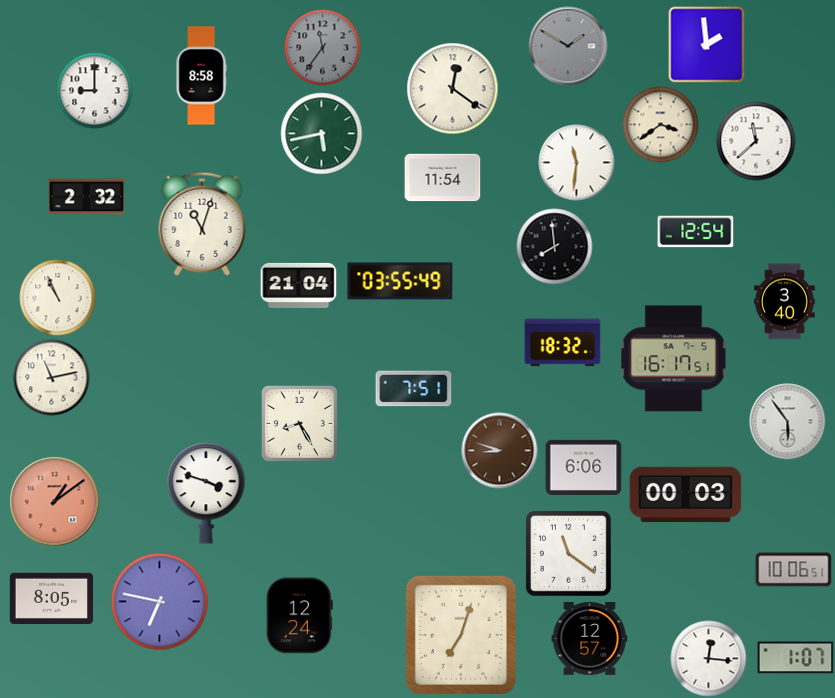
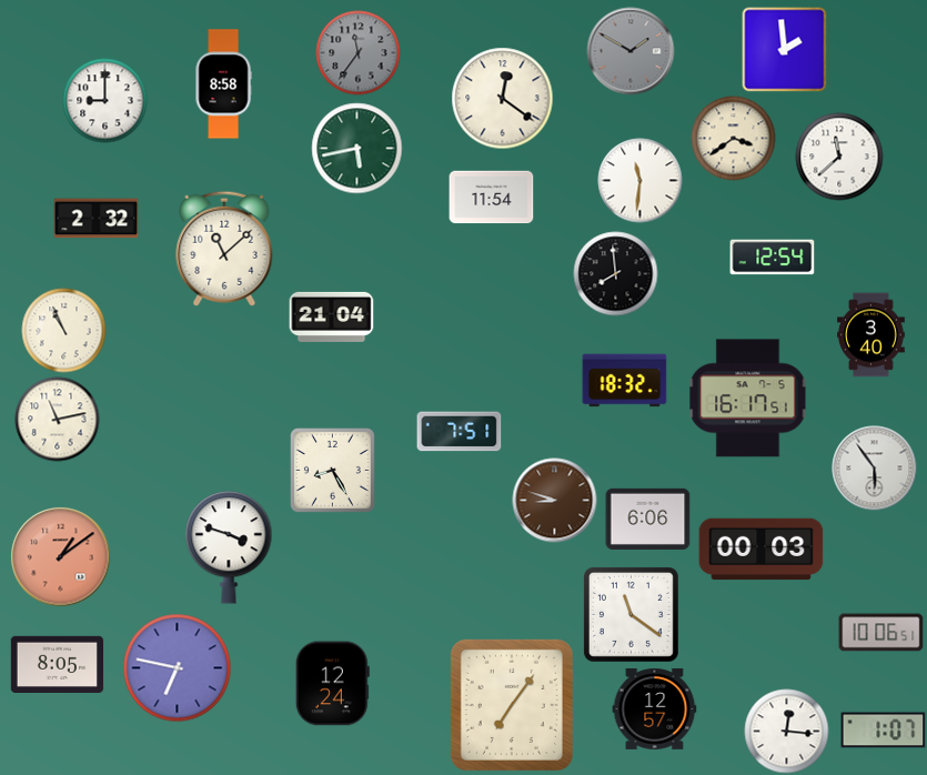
clock at (202, 224): 11:03 -> 11:08
clock at (400, 281): 03:55 -> none
clock at (461, 635): 7:03 -> 7:06
